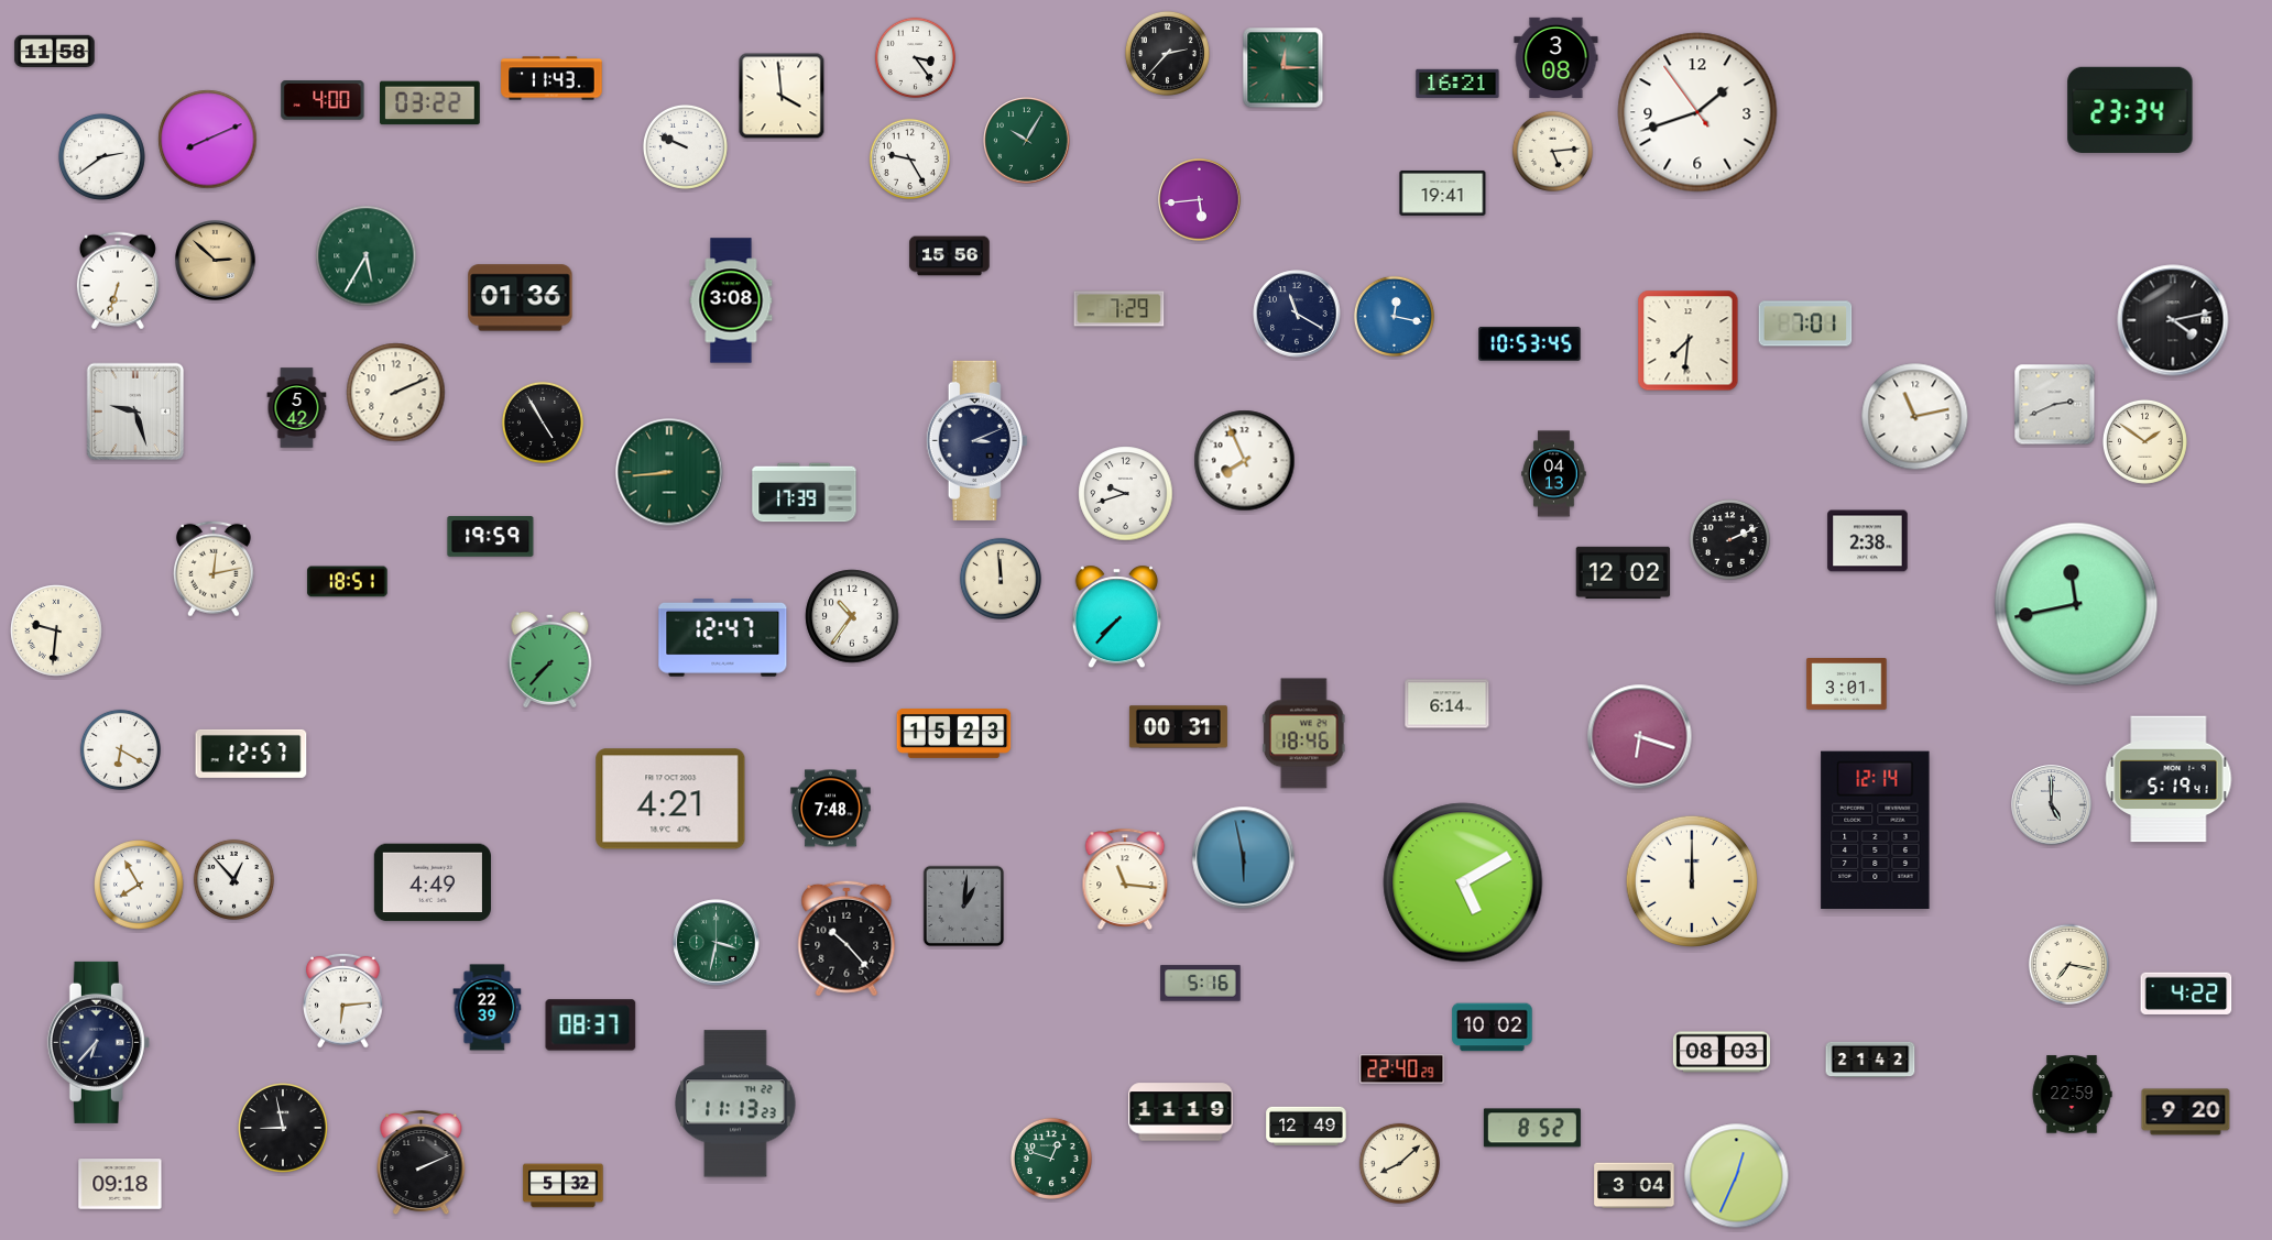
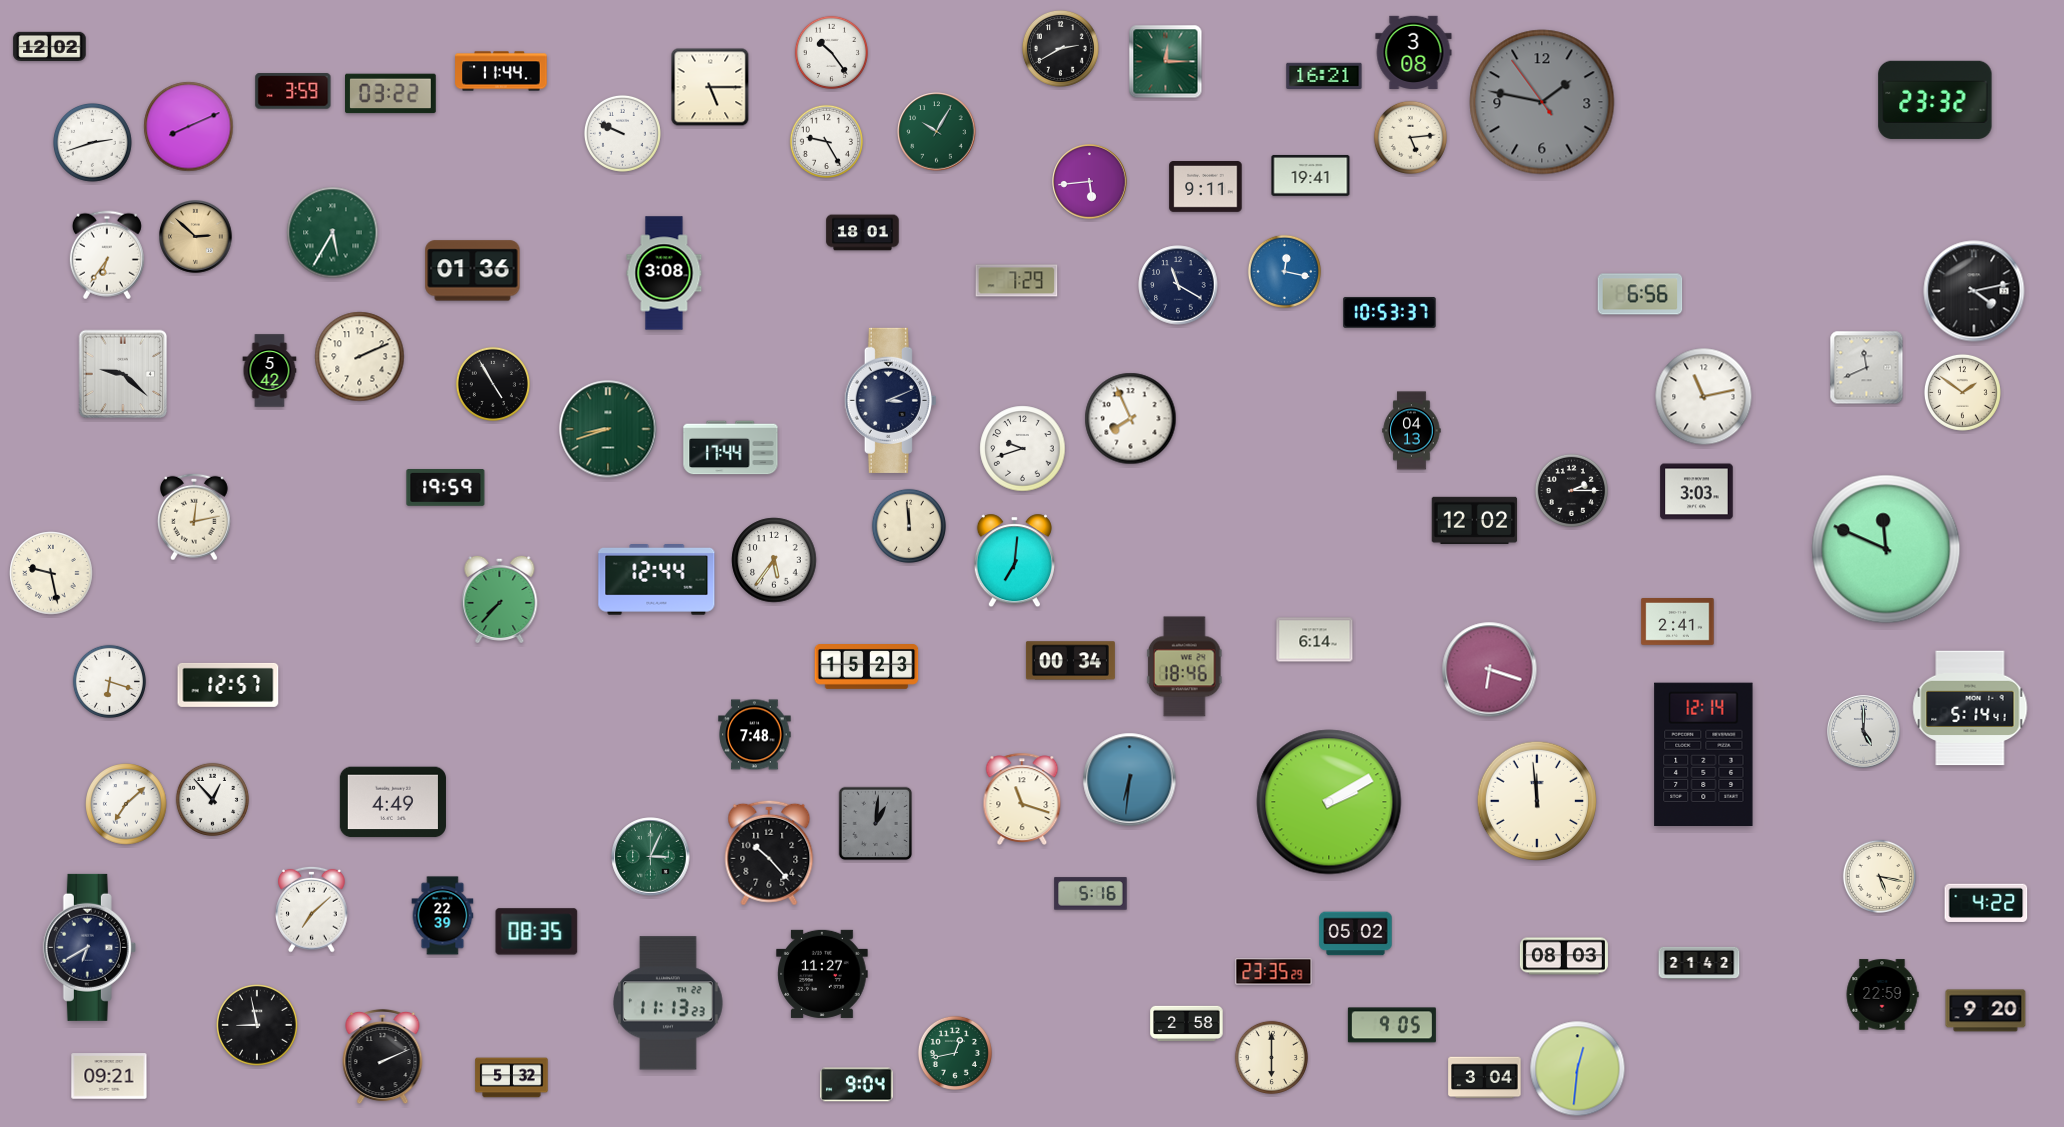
clock at (55, 51): 11:58 -> 12:02
clock at (1167, 53): 2:37 -> 2:40
clock at (915, 57): 3:24 -> 10:24
clock at (551, 78): 11:43 -> 11:44
clock at (782, 96): 3:59 -> 5:15
clock at (323, 100): 4:00 -> 3:59
clock at (2130, 110): 23:34 -> 23:32
clock at (1697, 112): 1:41 -> 1:46
clock at (1697, 112) dial: white -> grey
clock at (1027, 141) position: (1027, 141) -> (937, 132)
clock at (101, 156): 2:39 -> 2:42
clock at (909, 158) position: (909, 158) -> (826, 141)
clock at (1206, 187): none -> 9:11
clock at (950, 256): 15:56 -> 18:01
clock at (118, 281): 6:33 -> 6:36
clock at (1394, 316) position: (1394, 316) -> (1284, 271)
clock at (1805, 323): 7:01 -> 6:56
clock at (1689, 341): 7:31 -> none
clock at (1530, 344): 10:53:45 -> 10:53:37
clock at (2055, 405): 2:41 -> 11:41
clock at (135, 411): 9:27 -> 9:22
clock at (1915, 417) position: (1915, 417) -> (1704, 397)
clock at (976, 440) position: (976, 440) -> (890, 400)
clock at (2144, 441) position: (2144, 441) -> (1962, 392)
clock at (669, 472): 8:44 -> 8:42
clock at (805, 493): 17:39 -> 17:44
clock at (1729, 539): 2:11 -> 2:15
clock at (1868, 541): 2:38 -> 3:03
clock at (348, 582): 18:51 -> none
clock at (2076, 604): 11:43 -> 11:49
clock at (852, 616): 10:36 -> 5:36
clock at (1116, 617): 7:37 -> 7:01
clock at (56, 630): 9:31 -> 9:28
clock at (723, 638): 12:47 -> 12:44
clock at (1847, 684): 3:01 -> 2:41
clock at (1178, 727): 00:31 -> 00:34
clock at (120, 749): 6:20 -> 6:18
clock at (2169, 779): 5:19 -> 5:14
clock at (670, 799): 4:21 -> none
clock at (1244, 858): 5:58 -> 6:31
clock at (1125, 878): 11:16 -> 11:18
clock at (1691, 880): 12:00 -> 11:59
clock at (1463, 882): 5:10 -> 2:10
clock at (139, 885): 7:55 -> 7:08
clock at (717, 943): 3:32 -> 3:04
clock at (2068, 964): 7:17 -> 5:17
clock at (343, 1000): 6:14 -> 7:08
clock at (591, 1025): 08:37 -> 08:35
clock at (1493, 1028): 10:02 -> 05:02
clock at (98, 1042): 6:37 -> 6:40
clock at (1402, 1069): 22:40 -> 23:35
clock at (822, 974): none -> 11:27
clock at (1181, 1112): 11:19 -> none
clock at (1307, 1126): 12:49 -> 2:58
clock at (1532, 1128): 8:52 -> 9:05
clock at (1051, 1159): 12:48 -> 12:43
clock at (1399, 1163): 8:08 -> 6:00
clock at (1737, 1176): 12:34 -> 12:31
clock at (120, 1184): 09:18 -> 09:21
clock at (857, 1085): none -> 9:04
